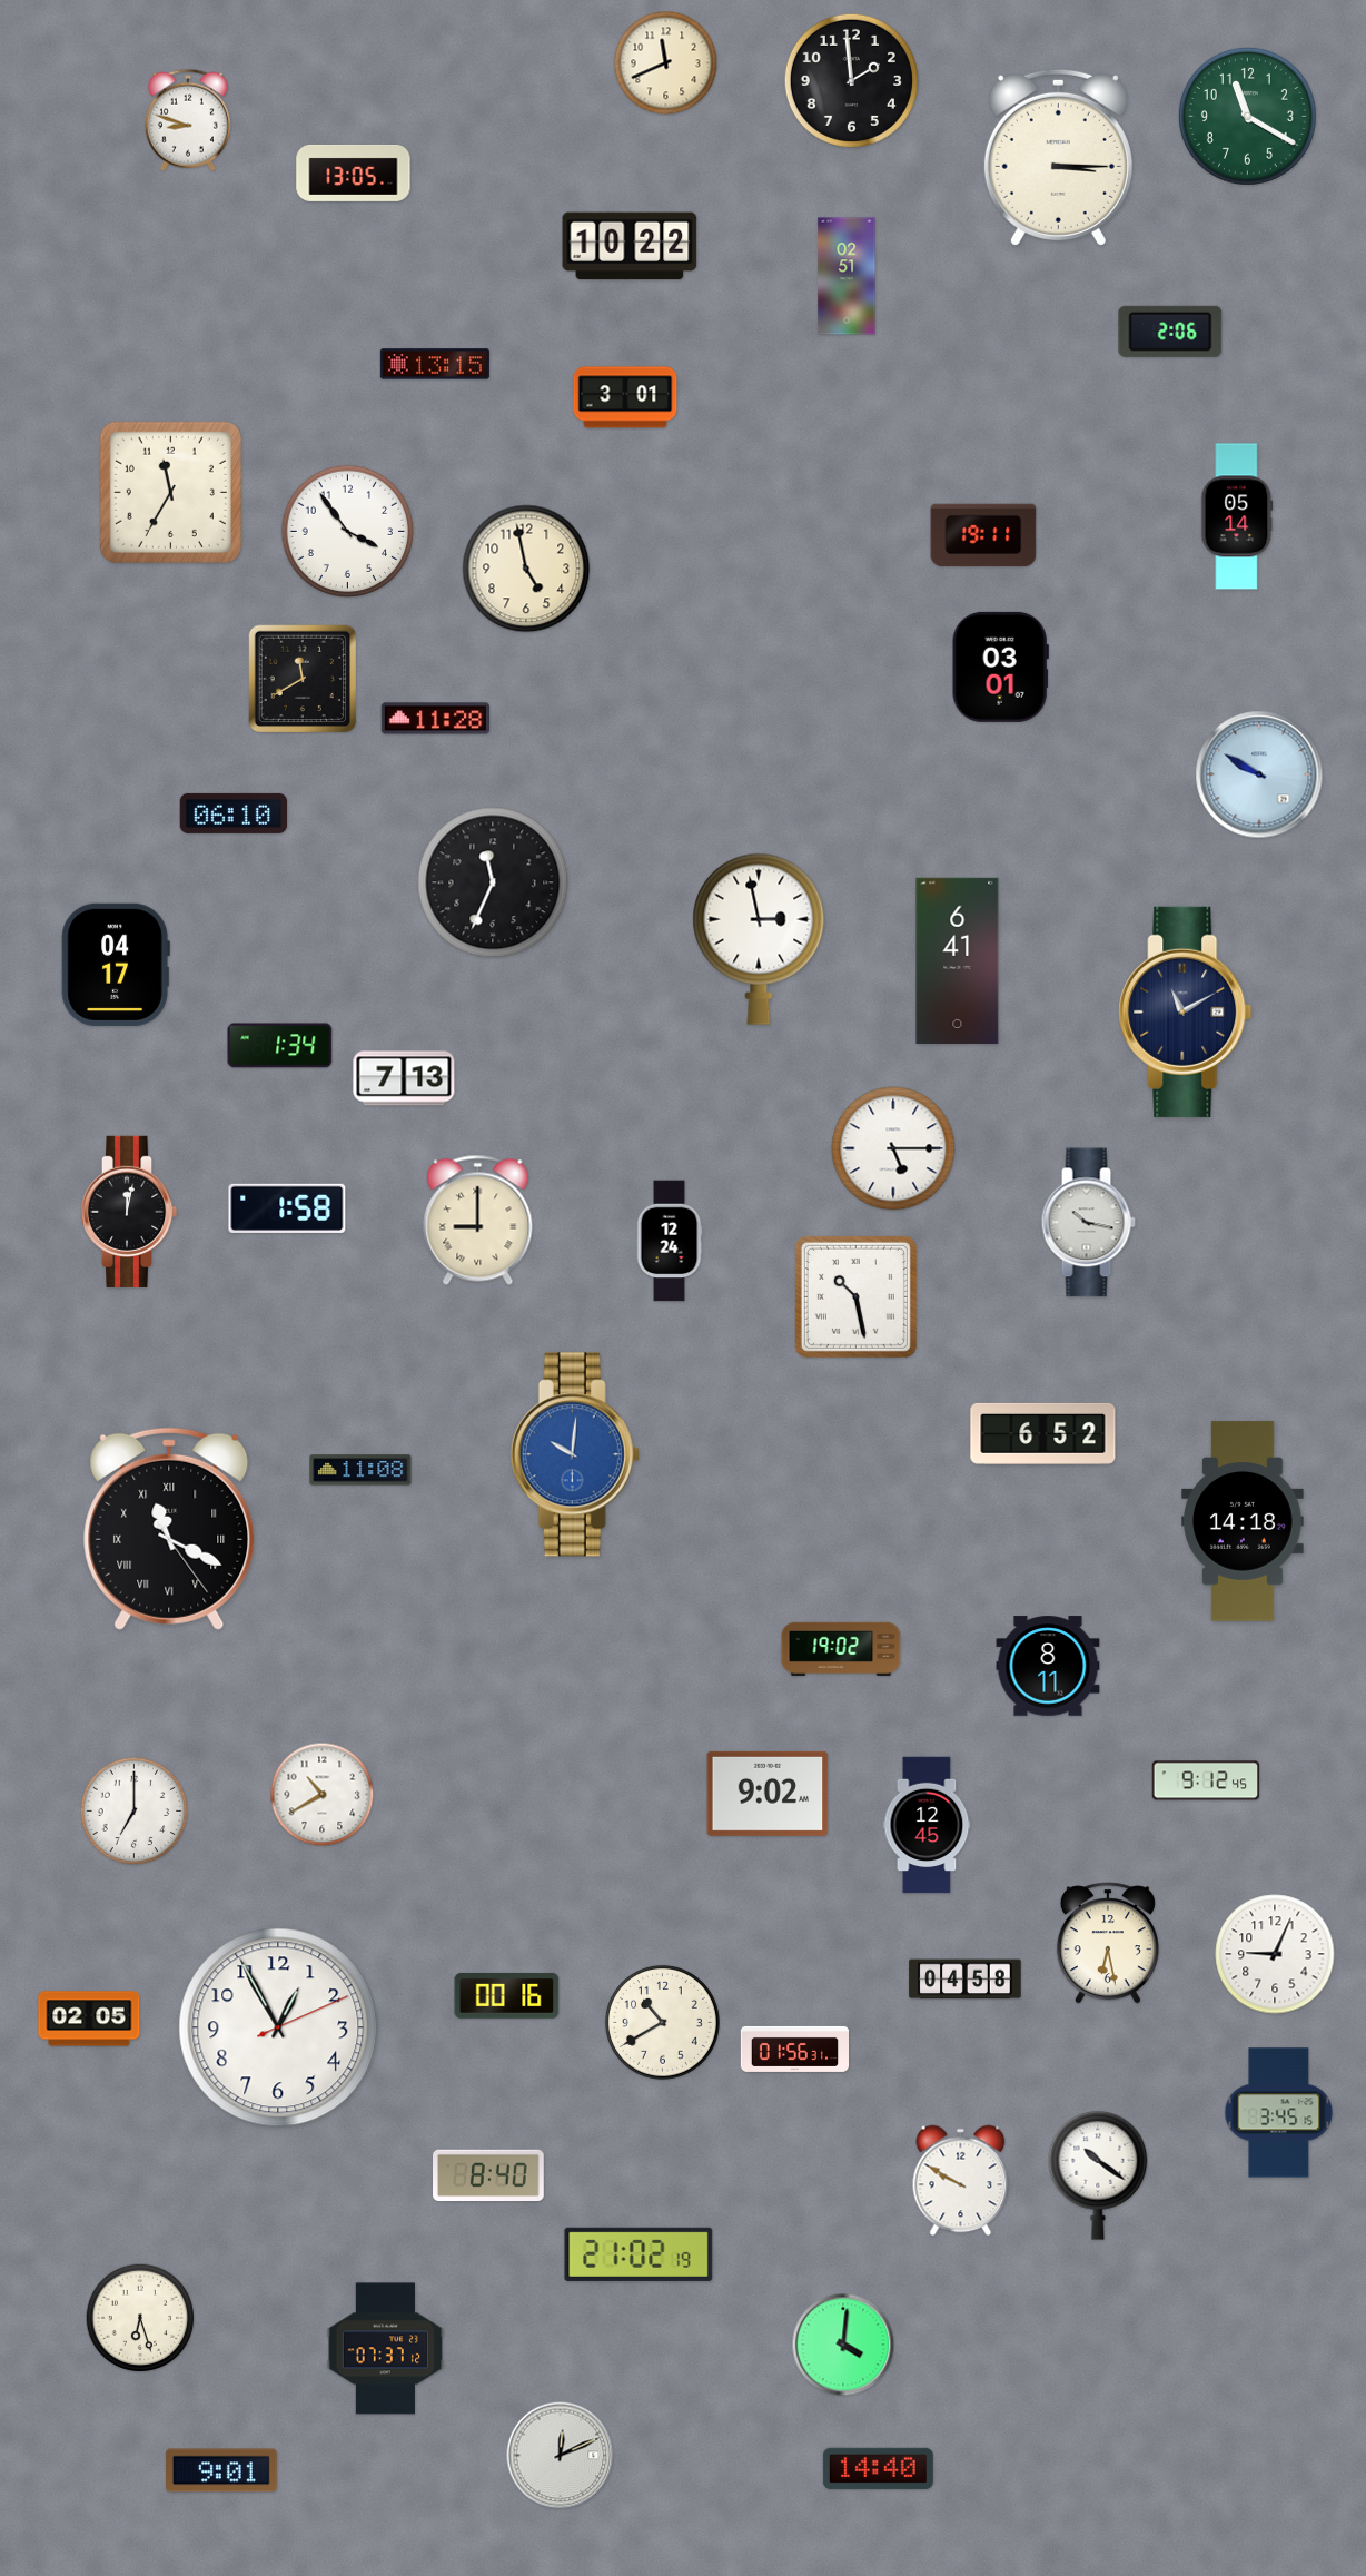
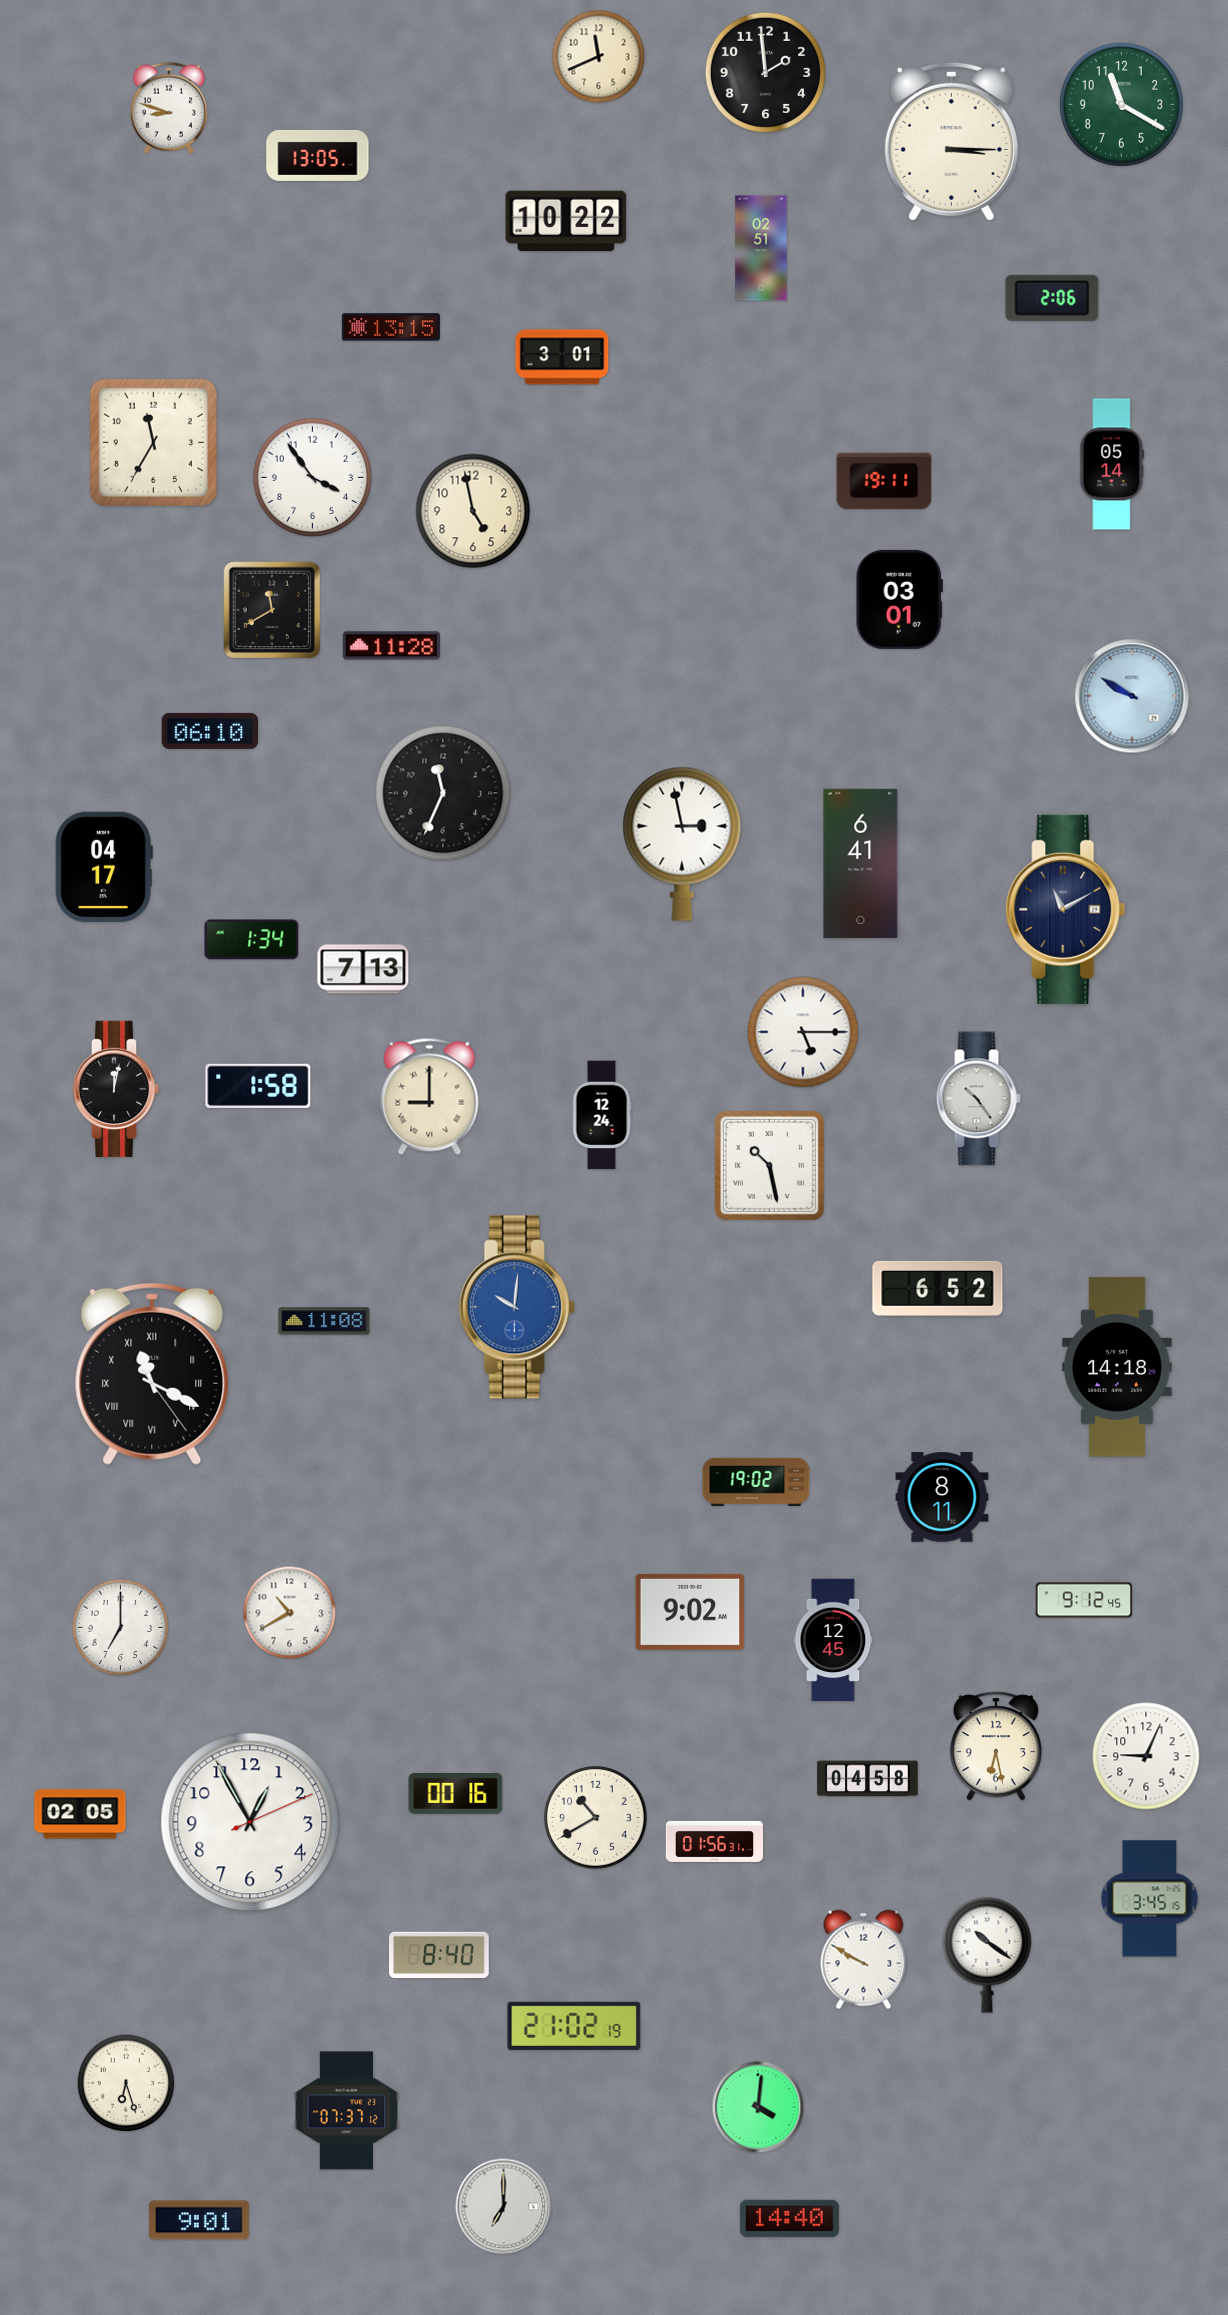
clock at (1088, 1223): 10:17 -> 10:24
clock at (561, 2456): 12:11 -> 7:00
